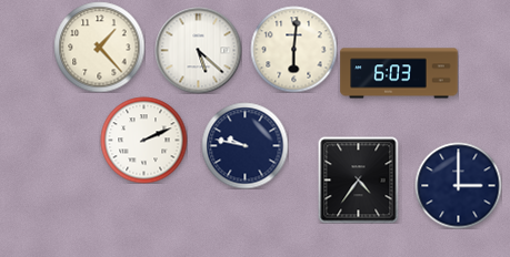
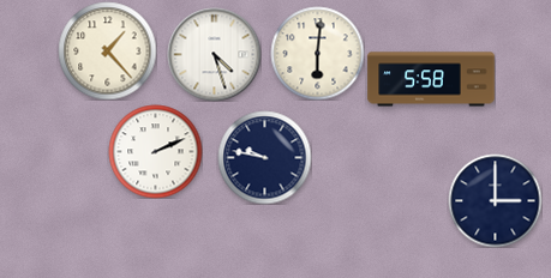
clock at (198, 50): 5:22 -> 4:27
clock at (399, 73): 6:03 -> 5:58
clock at (359, 179): 4:36 -> none
